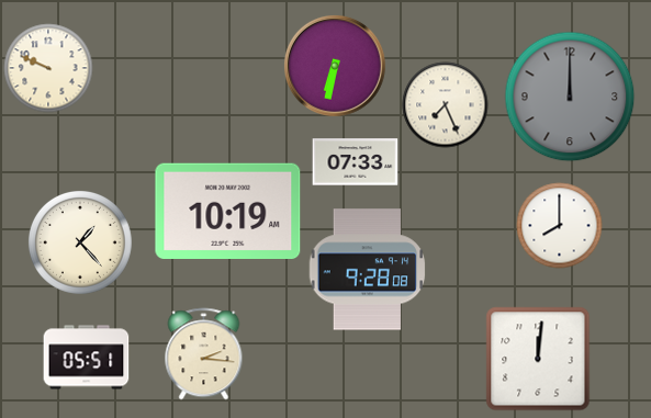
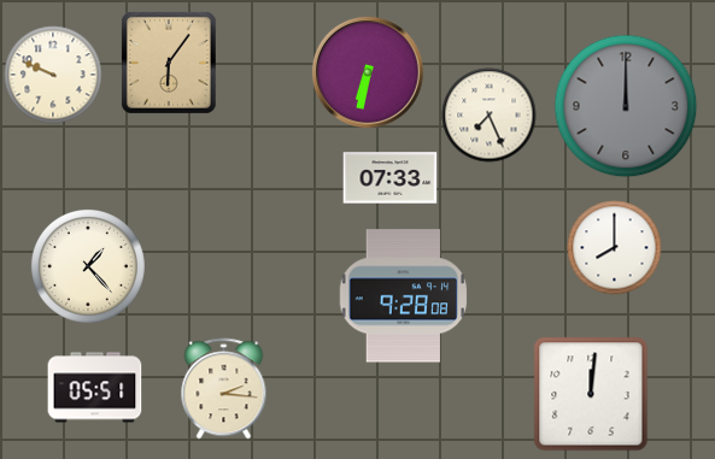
clock at (169, 63): none -> 6:06
clock at (228, 211): 10:19 -> none
clock at (86, 358) position: (86, 358) -> (94, 388)
